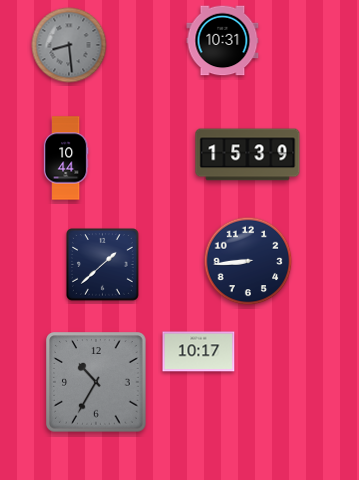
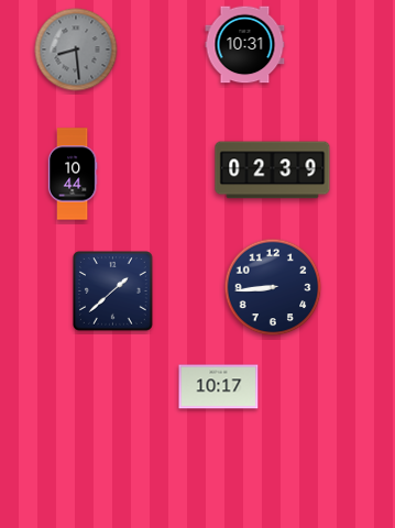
clock at (248, 155): 15:39 -> 02:39
clock at (96, 382): 10:35 -> none
